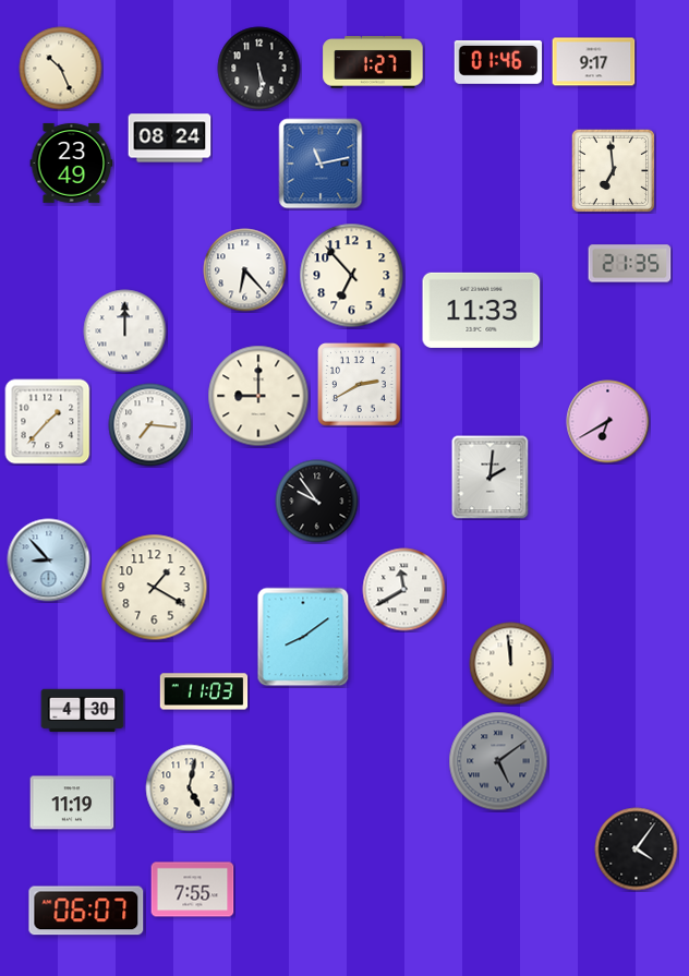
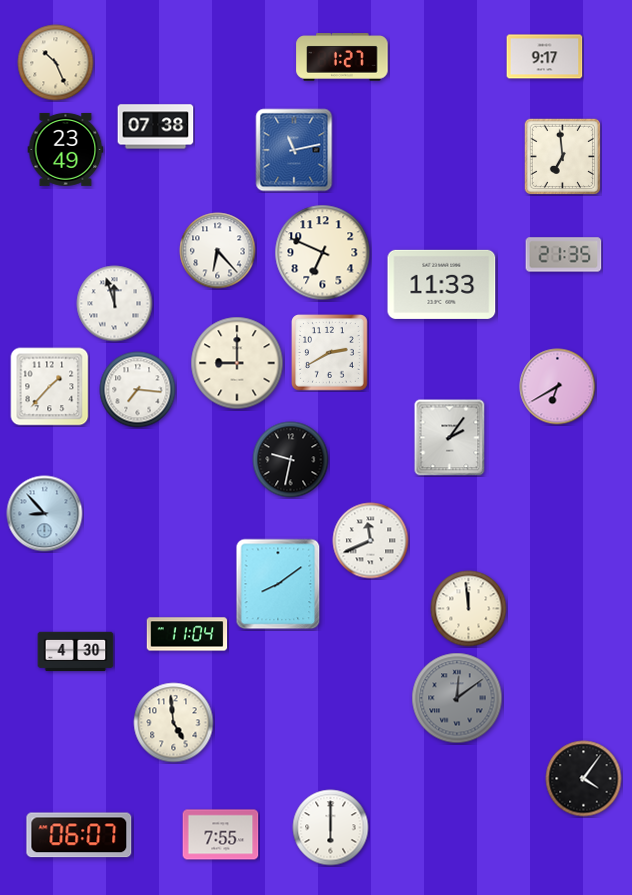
clock at (498, 63): 01:46 -> none
clock at (259, 69): 5:29 -> none
clock at (170, 138): 08:24 -> 07:38
clock at (630, 264) position: (630, 264) -> (564, 255)
clock at (245, 270) position: (245, 270) -> (218, 251)
clock at (352, 276): 6:53 -> 6:49
clock at (125, 332): 12:00 -> 11:57
clock at (48, 422) position: (48, 422) -> (50, 387)
clock at (491, 478): 2:01 -> 2:06
clock at (317, 502): 9:54 -> 9:32
clock at (155, 588): 1:20 -> none
clock at (404, 590): 11:40 -> 11:41
clock at (204, 691): 11:03 -> 11:04
clock at (498, 761): 5:09 -> 12:09
clock at (190, 788): 5:02 -> 4:59
clock at (72, 803): 11:19 -> none
clock at (193, 890) position: (193, 890) -> (221, 835)
clock at (331, 828): none -> 6:00
